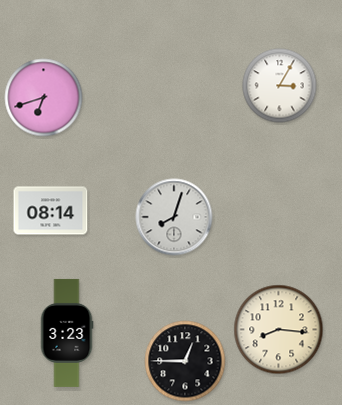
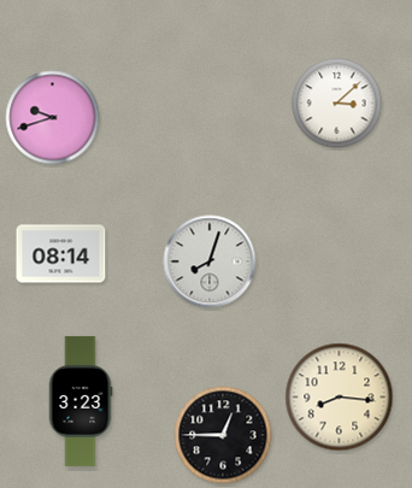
clock at (280, 86): 3:05 -> 3:08
clock at (44, 98): 6:42 -> 9:42
clock at (279, 330) position: (279, 330) -> (340, 398)
